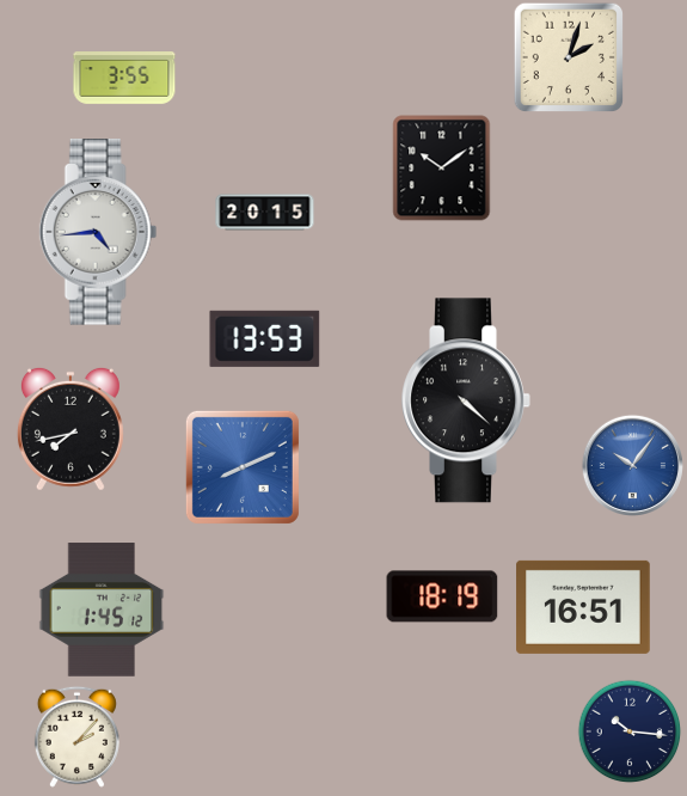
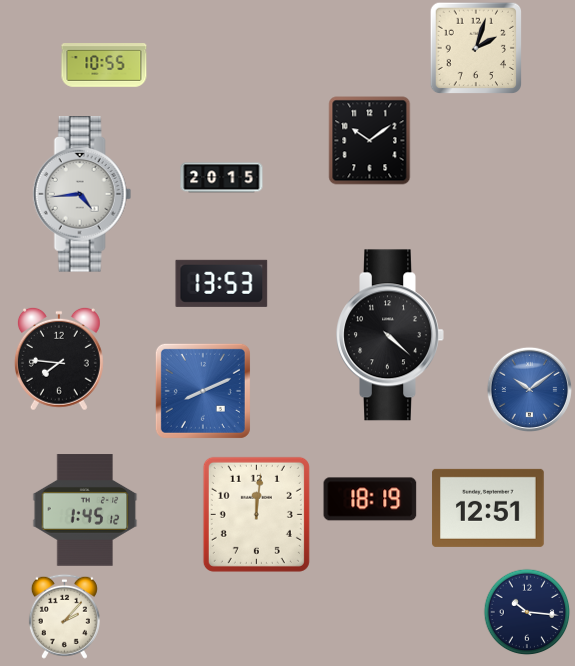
clock at (124, 79): 3:55 -> 10:55
clock at (70, 429): 7:43 -> 7:46
clock at (632, 465): 10:06 -> 10:09
clock at (583, 607): 16:51 -> 12:51
clock at (256, 514): none -> 12:01
